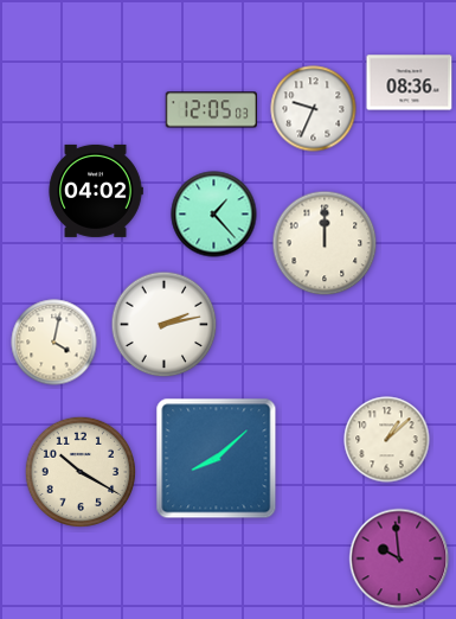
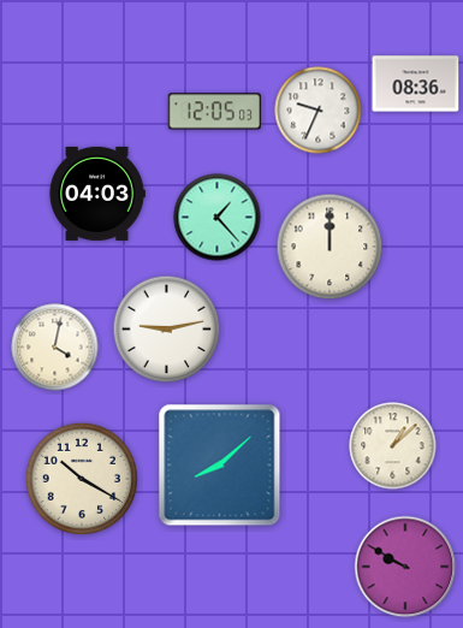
clock at (96, 191): 04:02 -> 04:03
clock at (165, 325): 2:13 -> 9:13
clock at (399, 559): 9:59 -> 9:50
